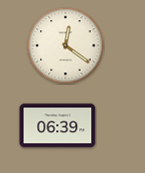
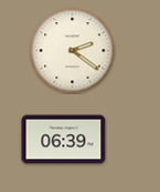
clock at (66, 46): 12:21 -> 2:21
